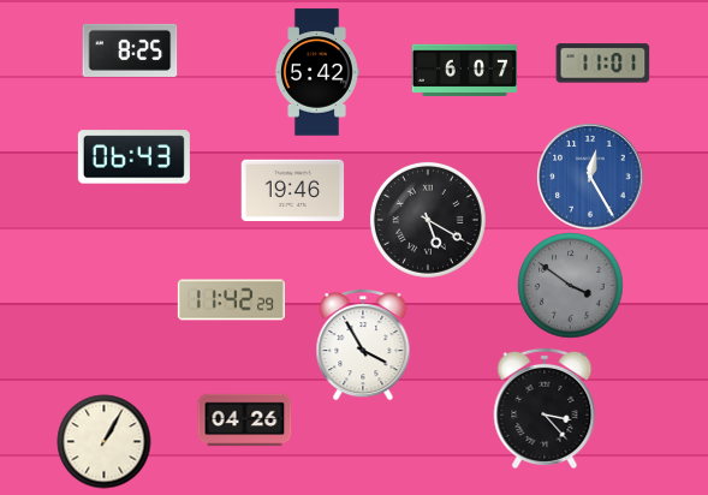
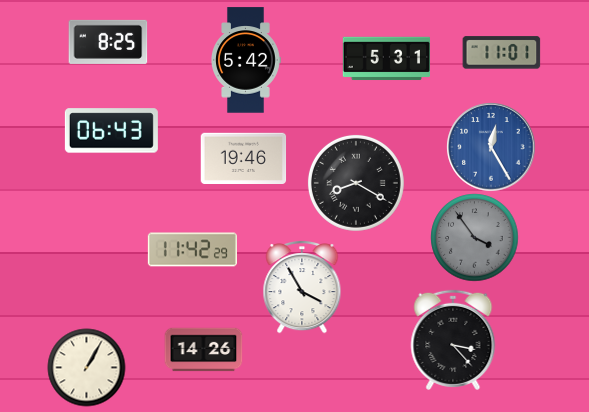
clock at (464, 71): 6:07 -> 5:31
clock at (317, 72) position: (317, 72) -> (246, 60)
clock at (428, 220): 5:20 -> 8:20
clock at (570, 285): 3:51 -> 3:54
clock at (244, 421): 04:26 -> 14:26
